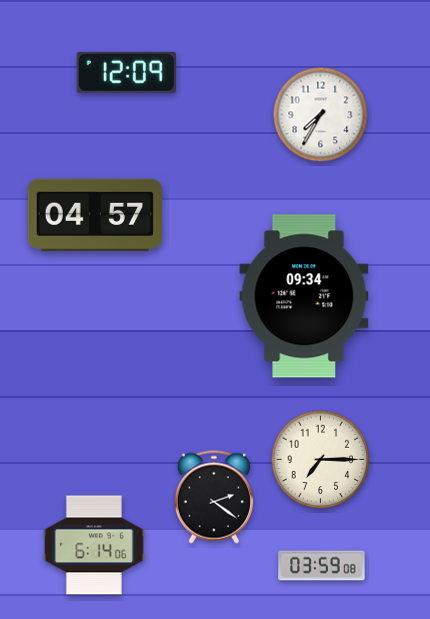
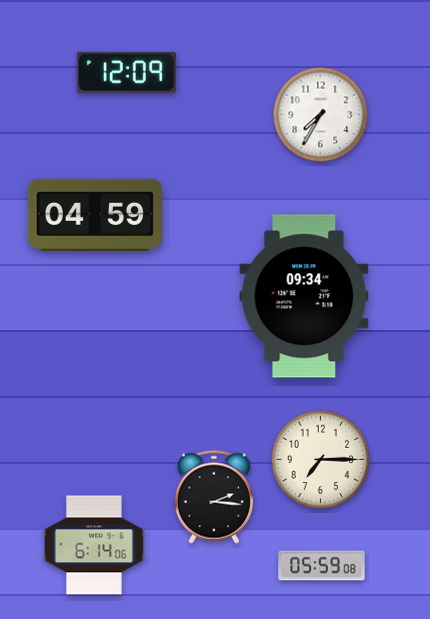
clock at (94, 215): 04:57 -> 04:59
clock at (214, 497): 2:21 -> 2:16
clock at (322, 566): 03:59 -> 05:59
